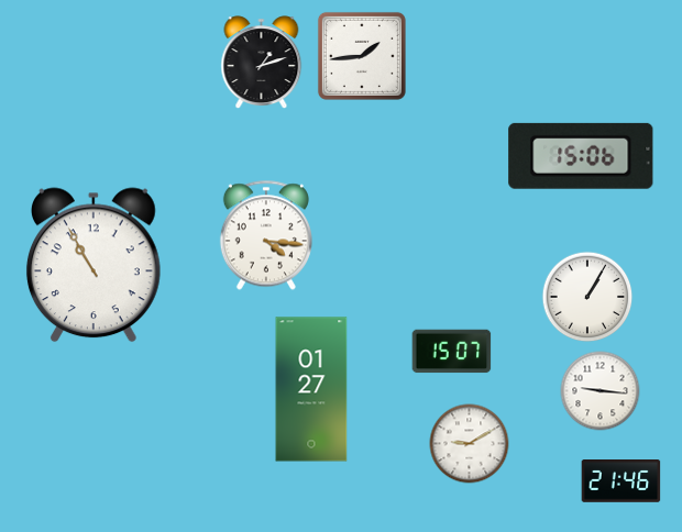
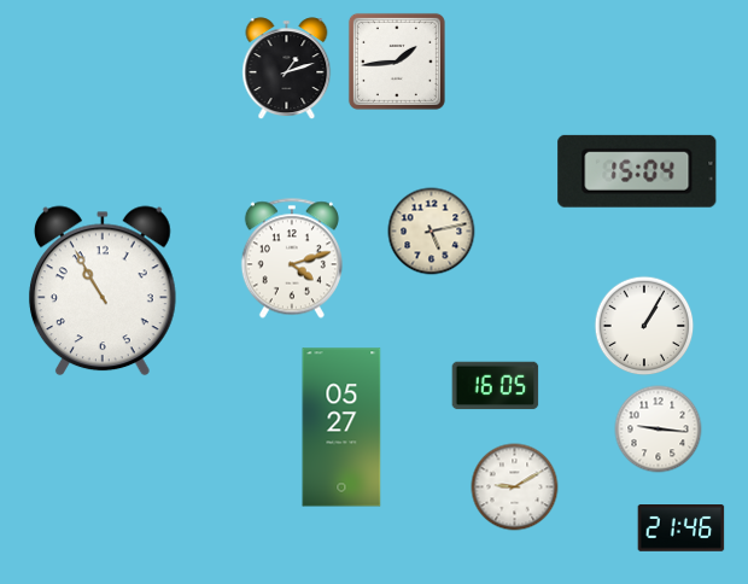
clock at (581, 156): 15:06 -> 15:04
clock at (432, 232): none -> 5:13
clock at (266, 235): 4:16 -> 4:12
clock at (452, 352): 15:07 -> 16:05
clock at (311, 389): 01:27 -> 05:27
